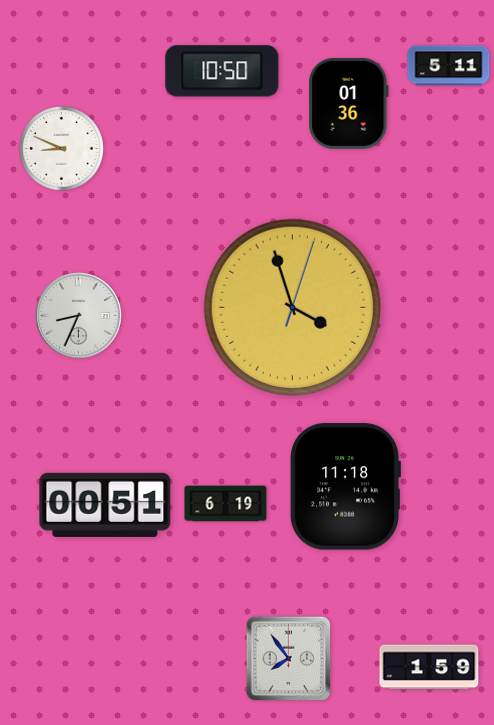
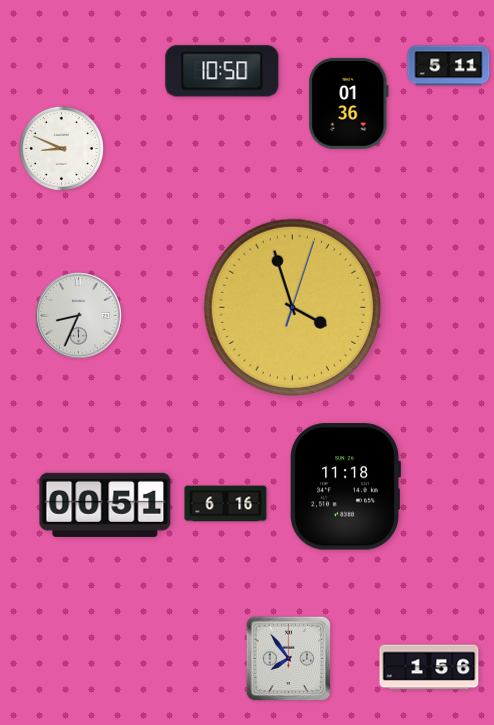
clock at (226, 504): 6:19 -> 6:16
clock at (429, 667): 1:59 -> 1:56
